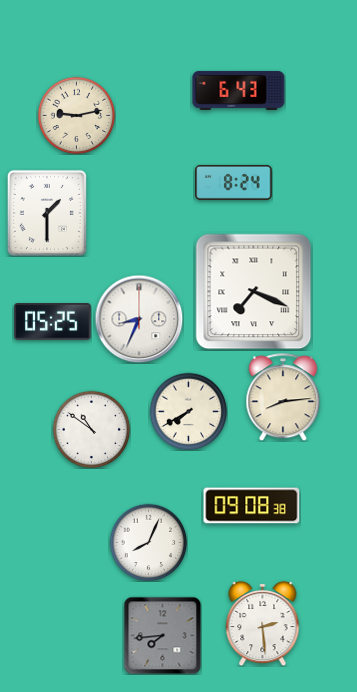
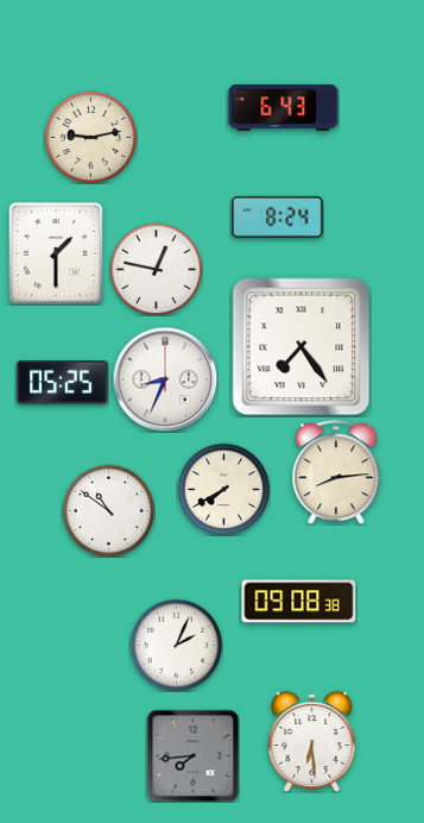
clock at (156, 269): none -> 12:47
clock at (254, 292): 7:19 -> 7:24
clock at (148, 542): 8:04 -> 2:04
clock at (263, 623): 2:29 -> 6:29
